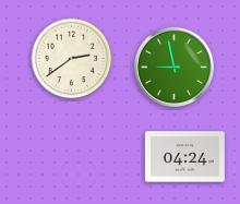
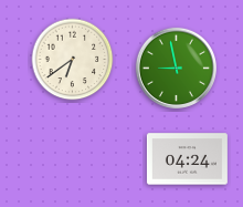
clock at (72, 59): 2:39 -> 6:39
